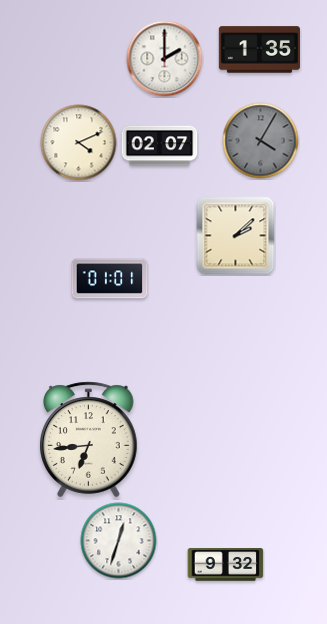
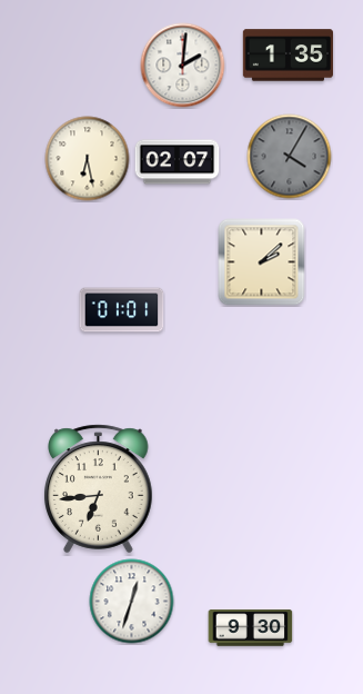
clock at (165, 59): 2:00 -> 2:01
clock at (79, 143): 4:11 -> 6:28
clock at (226, 565): 9:32 -> 9:30
